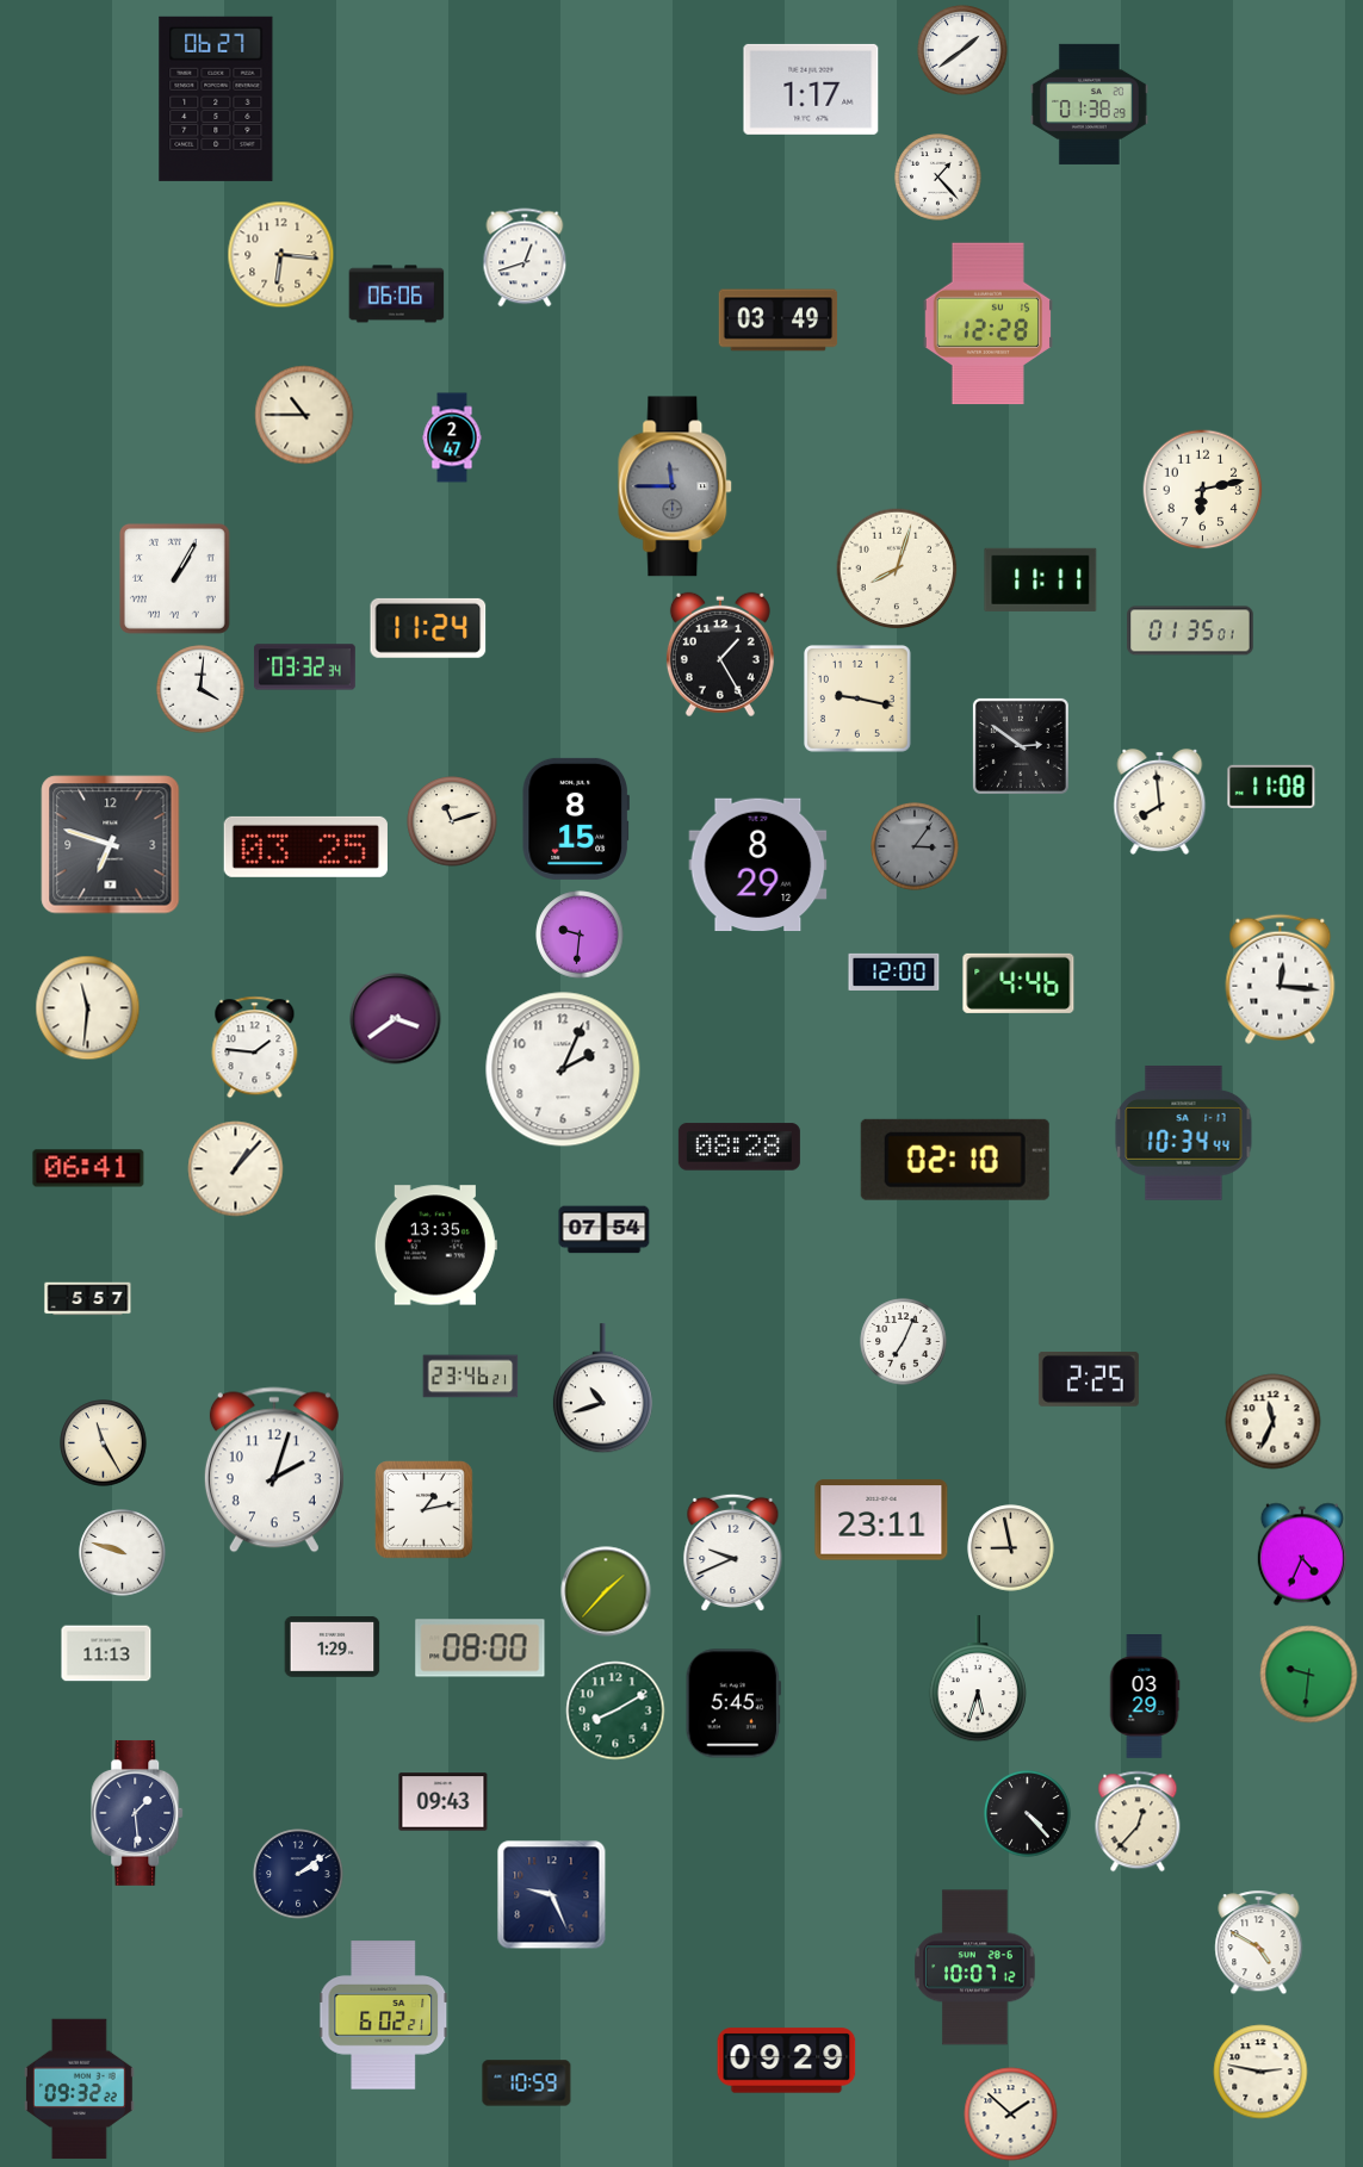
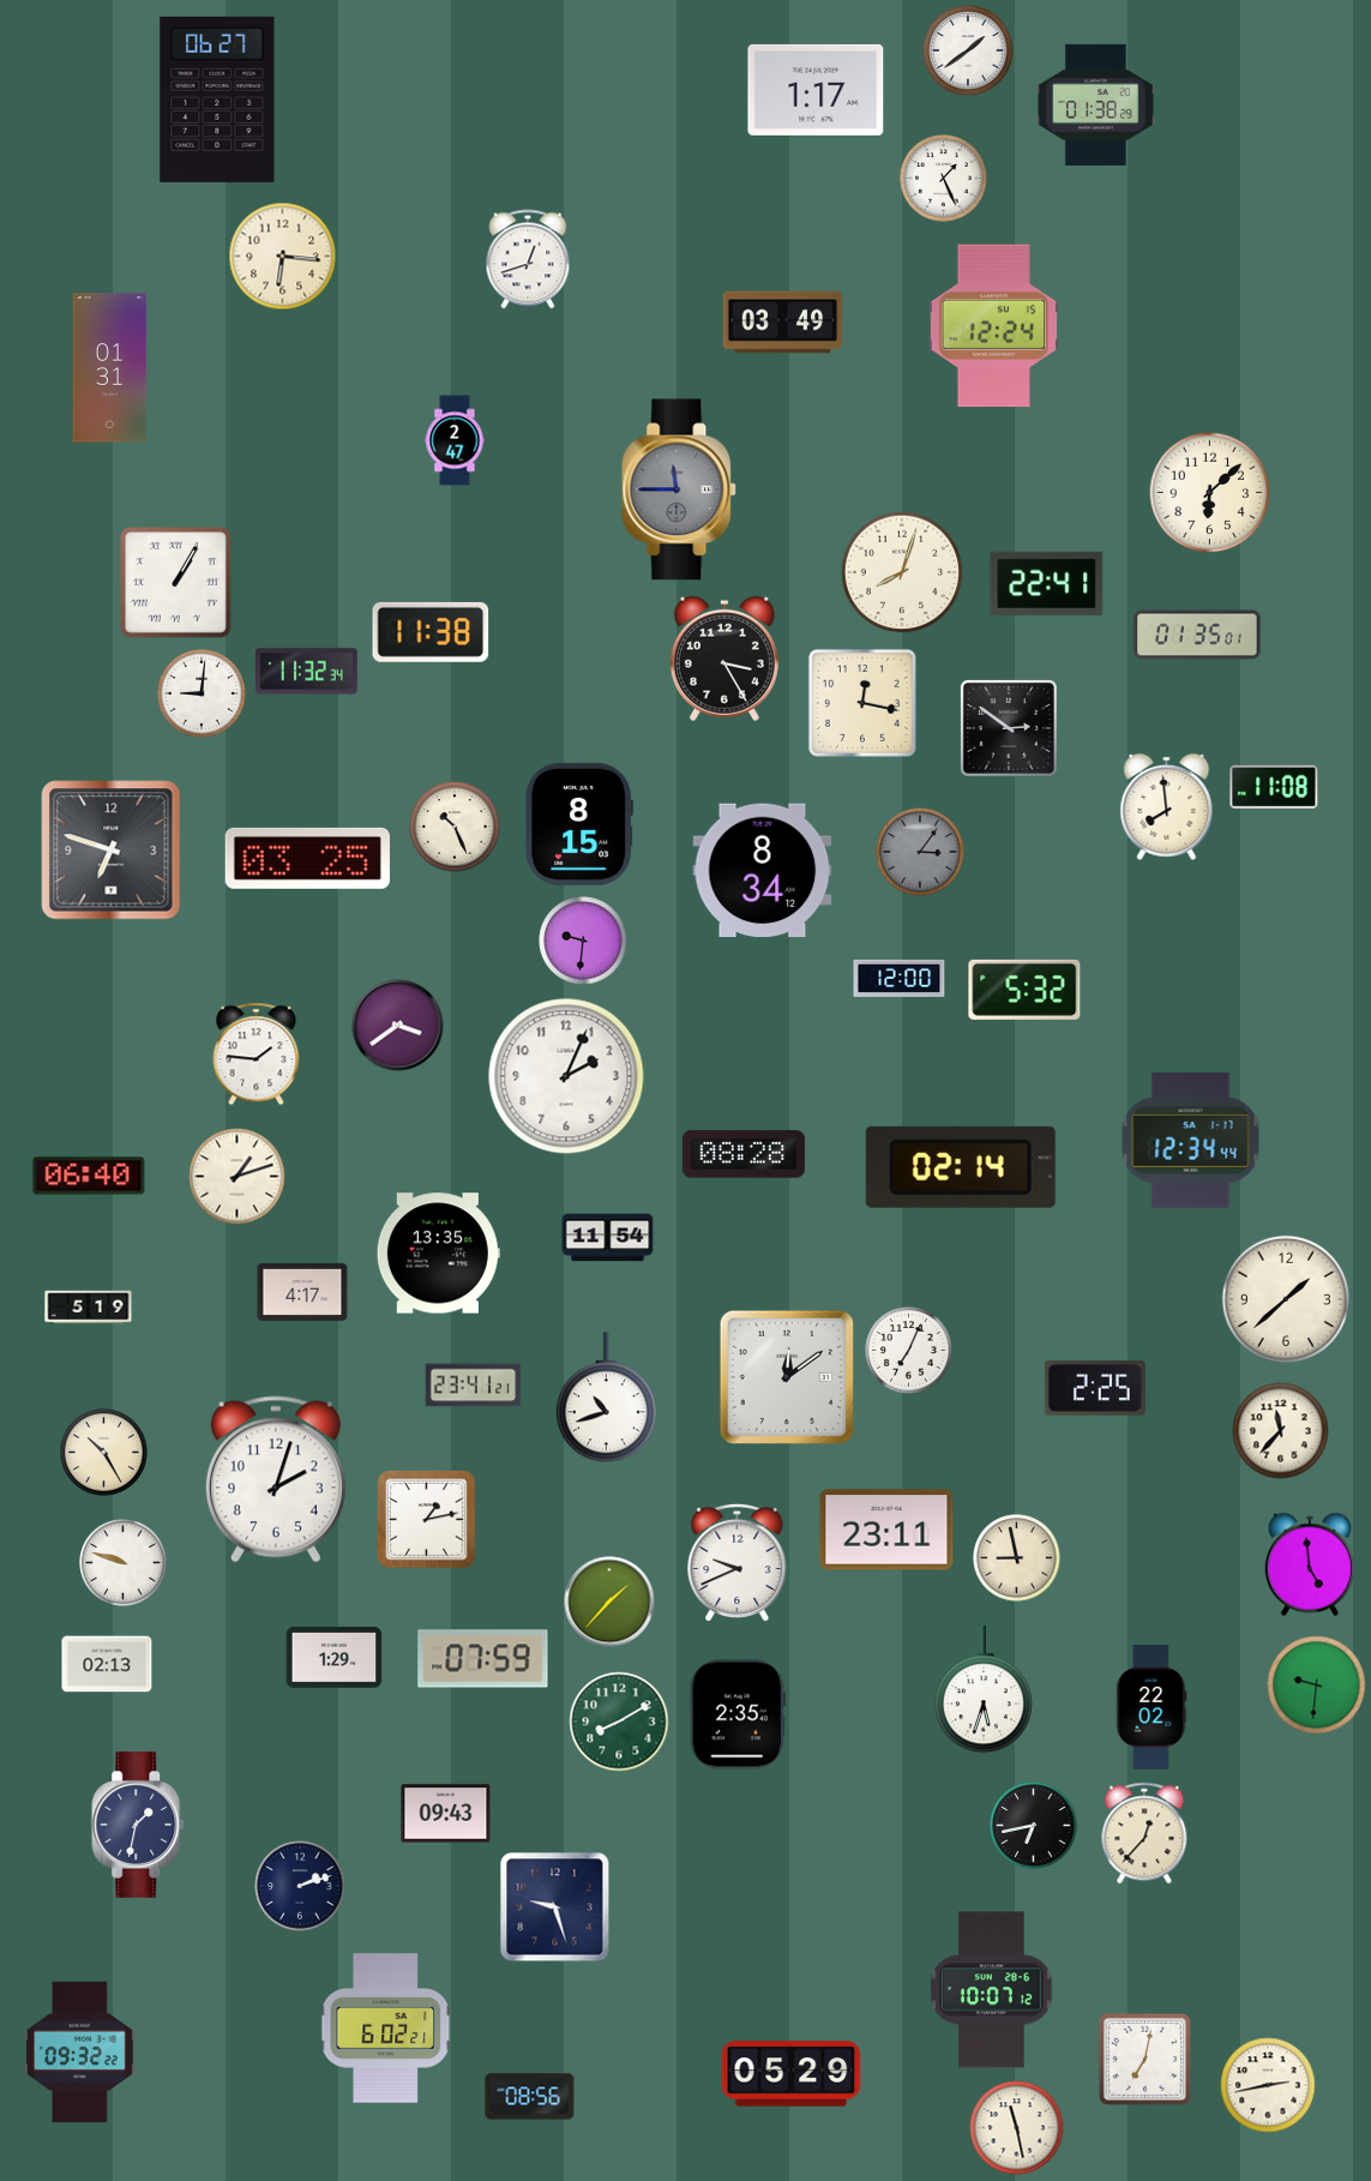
clock at (938, 178): 1:23 -> 1:26
clock at (397, 294): 06:06 -> none
clock at (987, 324): 12:28 -> 12:24
clock at (110, 368): none -> 01:31
clock at (304, 415): 10:45 -> none
clock at (1203, 490): 6:13 -> 6:08
clock at (1041, 579): 11:11 -> 22:41
clock at (428, 628): 11:24 -> 11:38
clock at (720, 654): 1:25 -> 3:25
clock at (304, 668): 03:32 -> 11:32
clock at (200, 689): 4:01 -> 9:01
clock at (857, 698): 9:17 -> 12:17
clock at (1021, 746) position: (1021, 746) -> (1009, 728)
clock at (1271, 787) position: (1271, 787) -> (1274, 787)
clock at (452, 821): 11:12 -> 10:26
clock at (305, 846) position: (305, 846) -> (307, 858)
clock at (758, 865): 8:29 -> 8:34
clock at (1281, 979): 12:16 -> none
clock at (1018, 983): 4:46 -> 5:32
clock at (88, 1008): 11:31 -> none
clock at (1184, 1134): 10:34 -> 12:34
clock at (955, 1160): 02:10 -> 02:14
clock at (88, 1168): 06:41 -> 06:40
clock at (236, 1169): 1:07 -> 1:12
clock at (605, 1230): 07:54 -> 11:54
clock at (302, 1292): none -> 4:17
clock at (1286, 1299): none -> 1:38
clock at (88, 1299): 5:57 -> 5:19
clock at (786, 1376): none -> 12:09
clock at (471, 1377): 23:46 -> 23:41
clock at (1274, 1422): 11:34 -> 11:37
clock at (104, 1443): 11:25 -> 10:25
clock at (1301, 1554): 4:34 -> 4:59
clock at (481, 1648): 08:00 -> 07:59
clock at (106, 1653): 11:13 -> 02:13
clock at (1145, 1697): 03:29 -> 22:02
clock at (733, 1703): 5:45 -> 2:35
clock at (138, 1813): 1:29 -> 1:32
clock at (1028, 1814): 4:23 -> 6:43
clock at (298, 1874): 2:09 -> 2:12
clock at (552, 1895): 9:26 -> 9:27
clock at (1259, 1943): 4:50 -> none
clock at (975, 1968) position: (975, 1968) -> (992, 1990)
clock at (1144, 2059): none -> 7:02
clock at (787, 2061): 09:29 -> 05:29
clock at (1260, 2072): 2:47 -> 2:43
clock at (527, 2084): 10:59 -> 08:56
clock at (79, 2090) position: (79, 2090) -> (79, 2053)
clock at (1011, 2115): 1:52 -> 11:28
